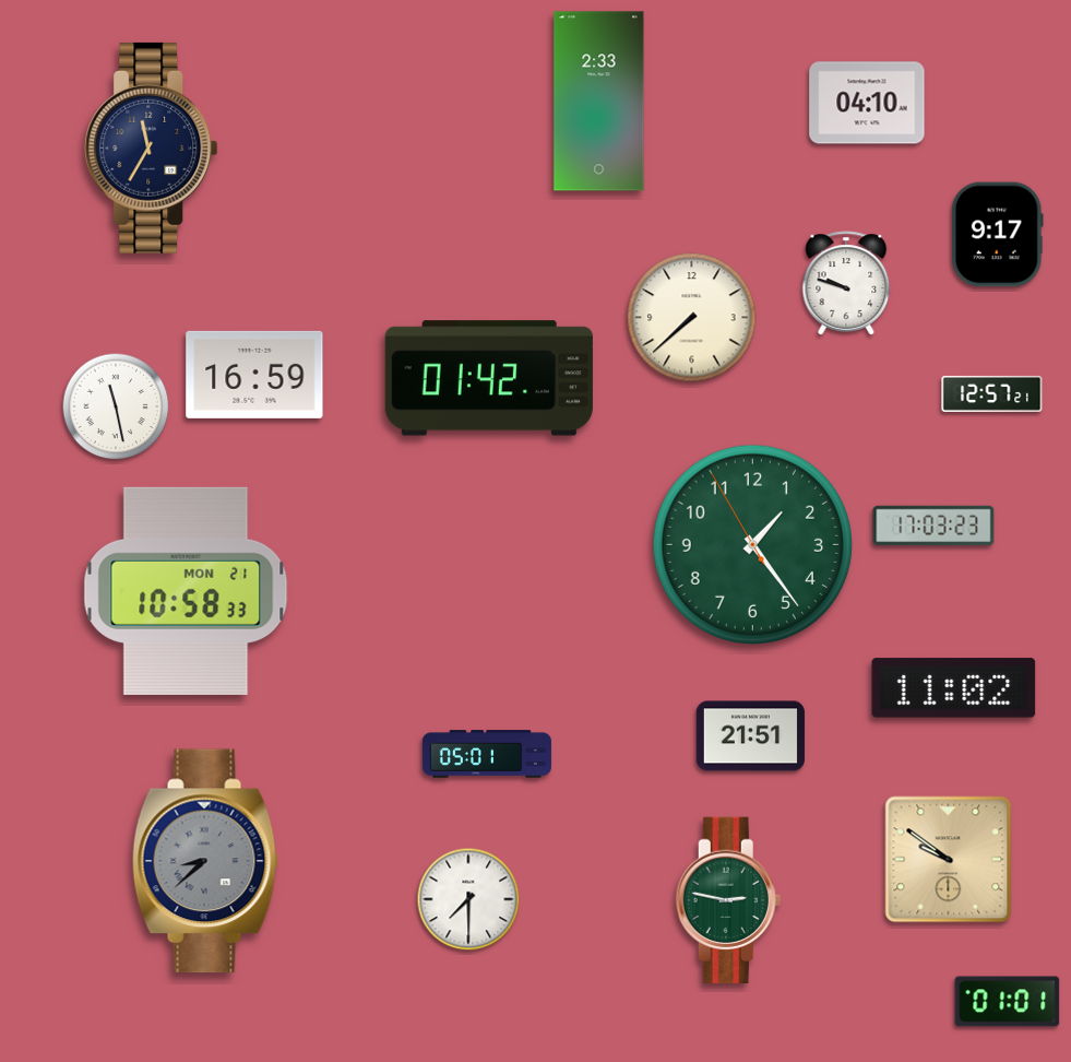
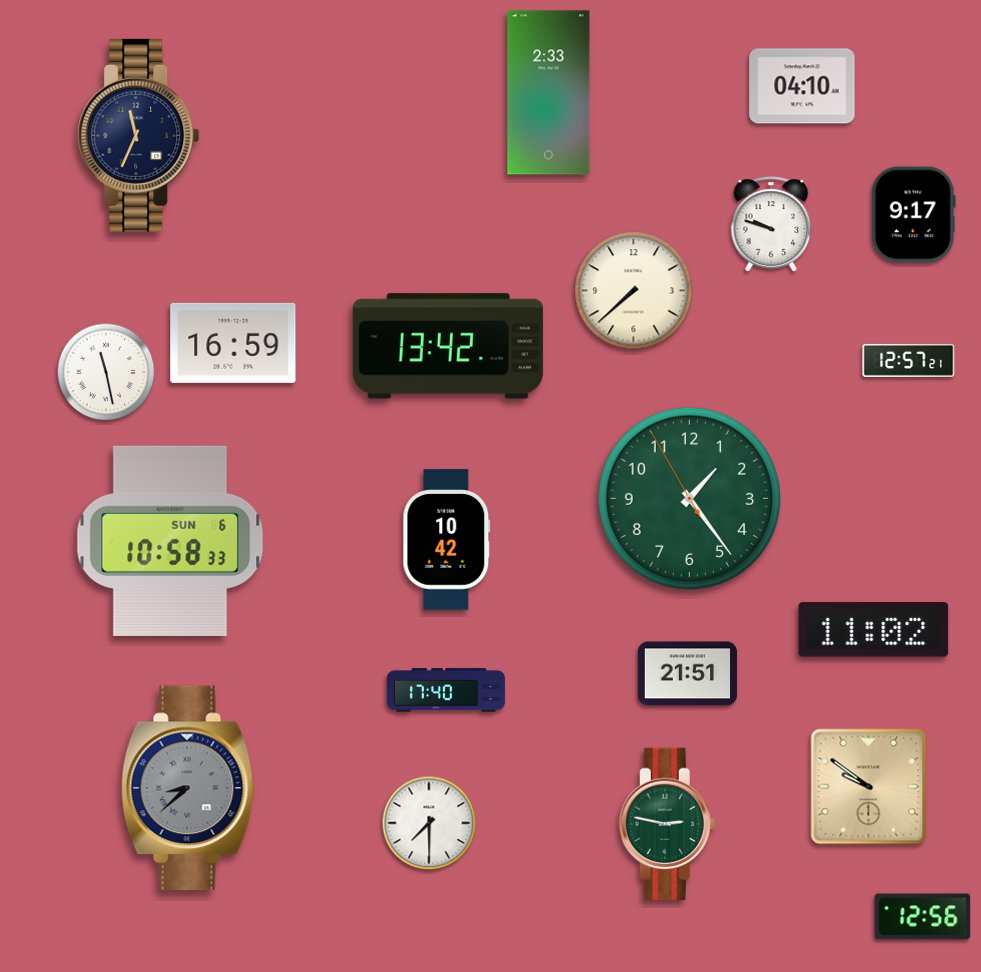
clock at (867, 103) position: (867, 103) -> (802, 86)
clock at (152, 147): 11:35 -> 11:34
clock at (846, 283) position: (846, 283) -> (771, 224)
clock at (489, 378): 01:42 -> 13:42
clock at (933, 526): 17:03 -> none
clock at (447, 540): none -> 10:42
clock at (186, 591) date: MON 21 -> SUN 6
clock at (487, 754): 05:01 -> 17:40
clock at (1008, 1002): 01:01 -> 12:56
